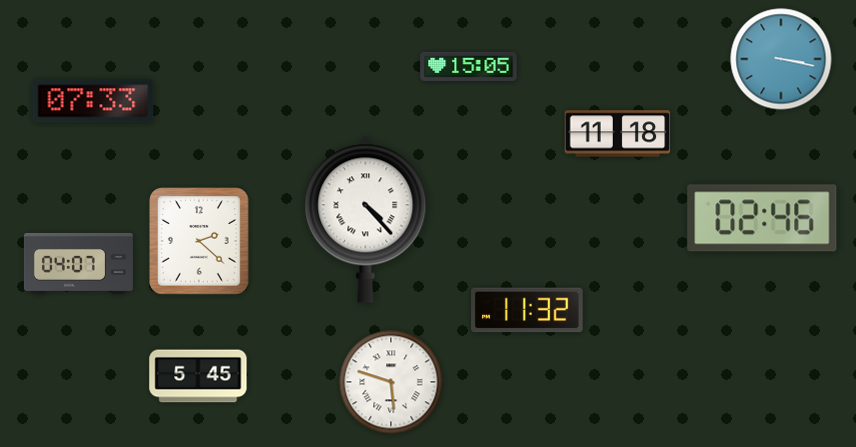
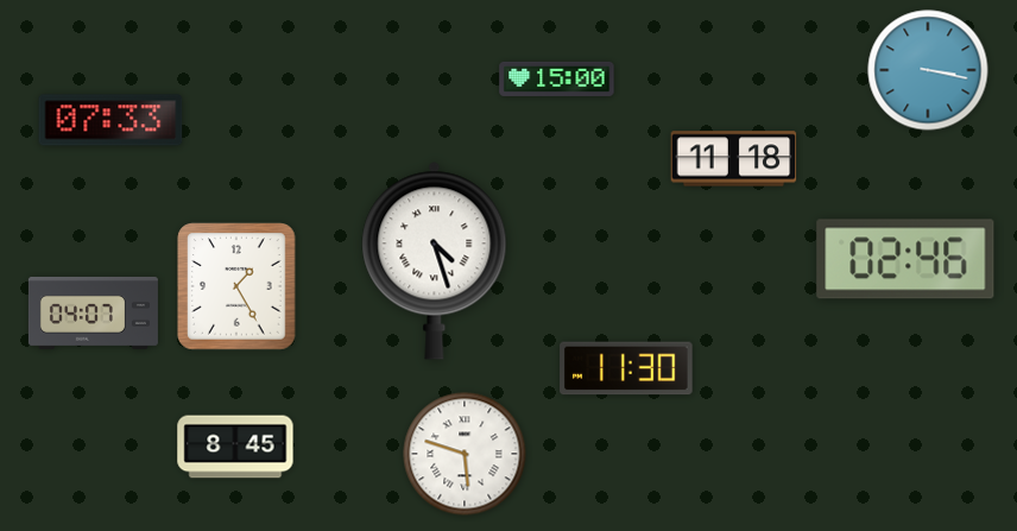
clock at (469, 66): 15:05 -> 15:00
clock at (366, 219): 4:23 -> 4:27
clock at (199, 241): 2:22 -> 1:25
clock at (527, 310): 11:32 -> 11:30
clock at (198, 376): 5:45 -> 8:45
